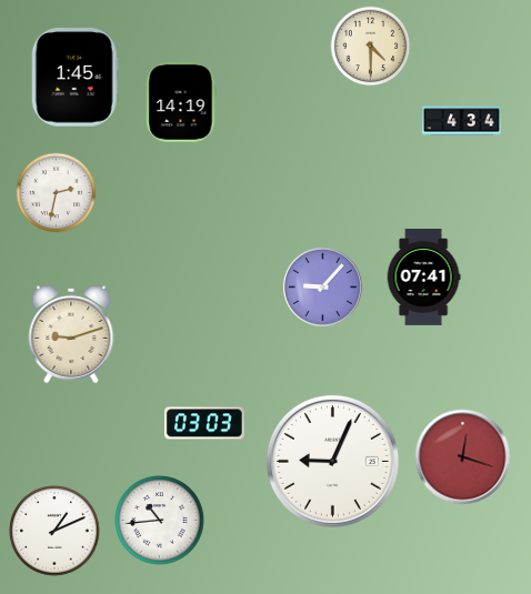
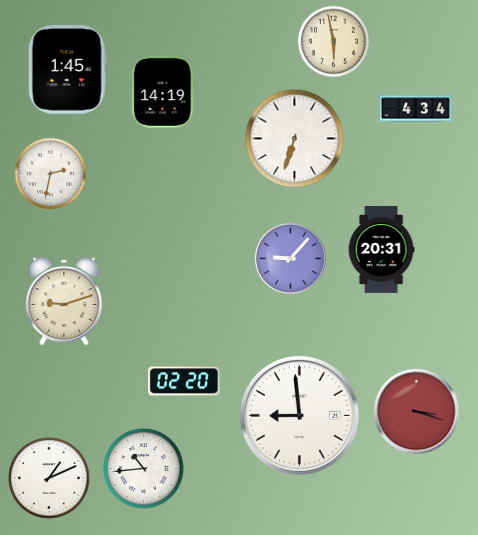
clock at (371, 47): 4:30 -> 5:58
clock at (295, 139): none -> 6:33
clock at (423, 276): 07:41 -> 20:31
clock at (204, 423): 03:03 -> 02:20
clock at (463, 457): 12:18 -> 3:18
clock at (332, 461): 9:04 -> 8:59
